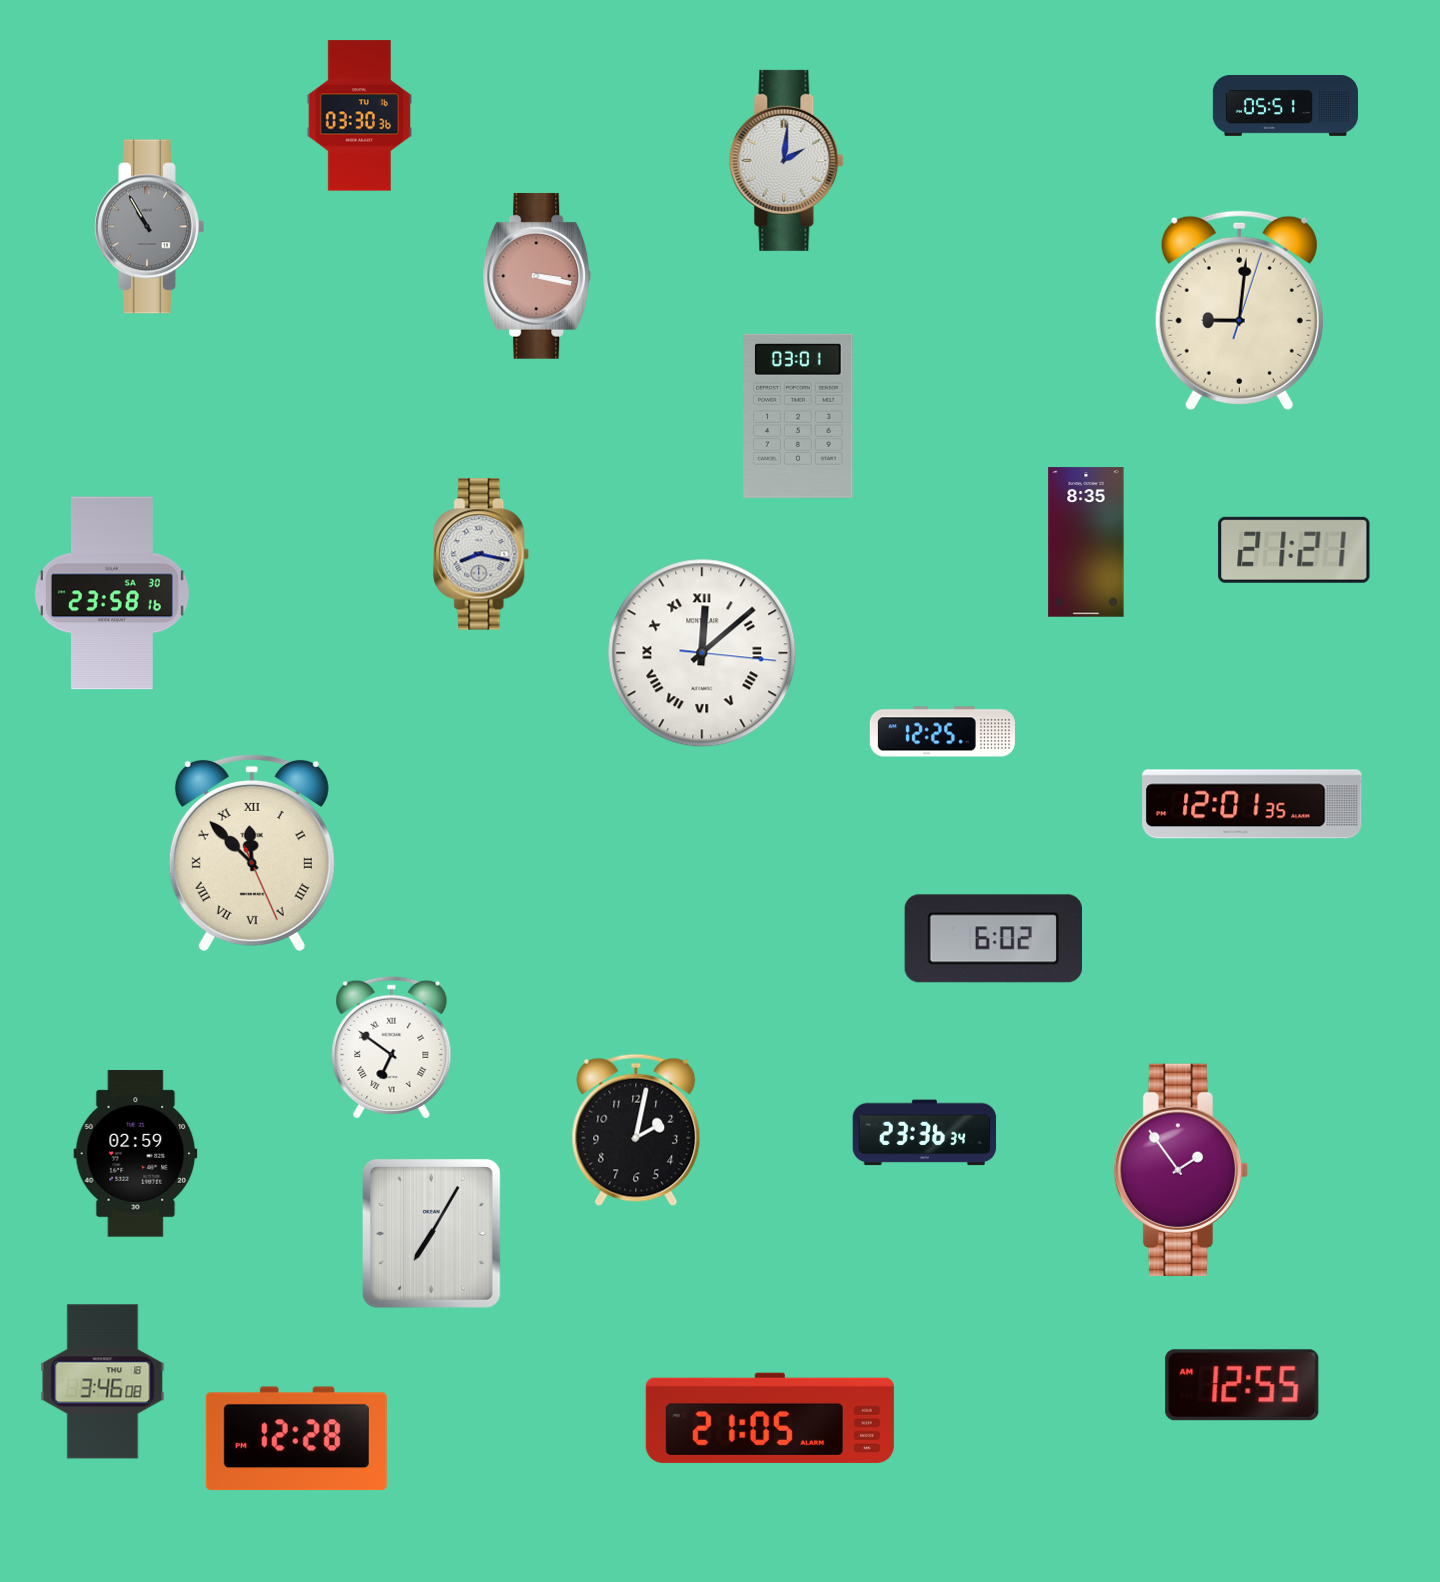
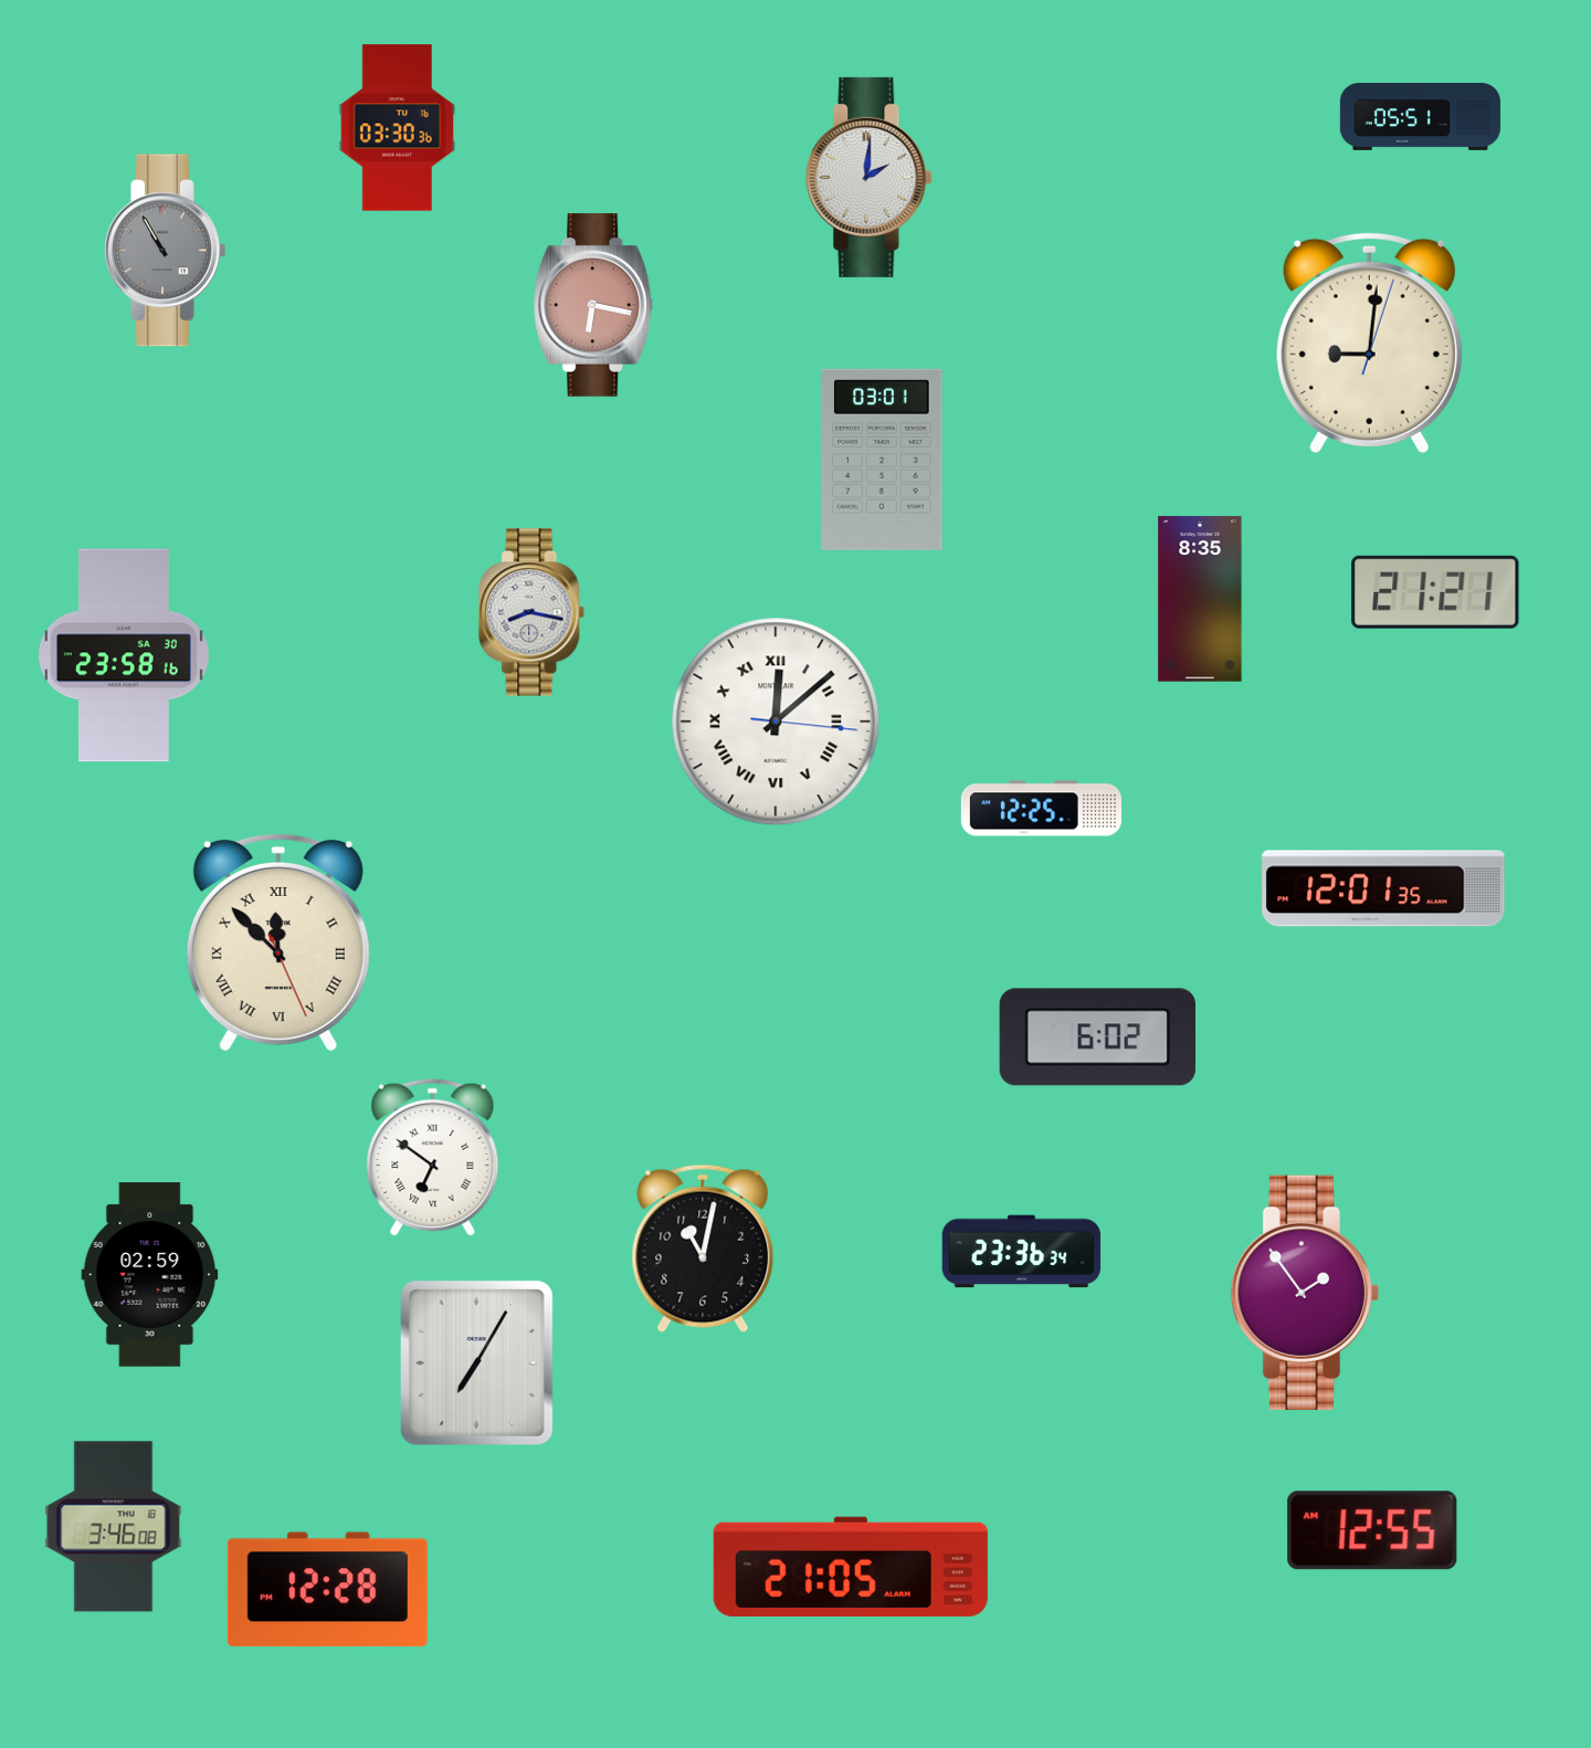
clock at (537, 276): 3:17 -> 6:17
clock at (1294, 550) position: (1294, 550) -> (1435, 592)
clock at (636, 1130): 2:02 -> 11:02
